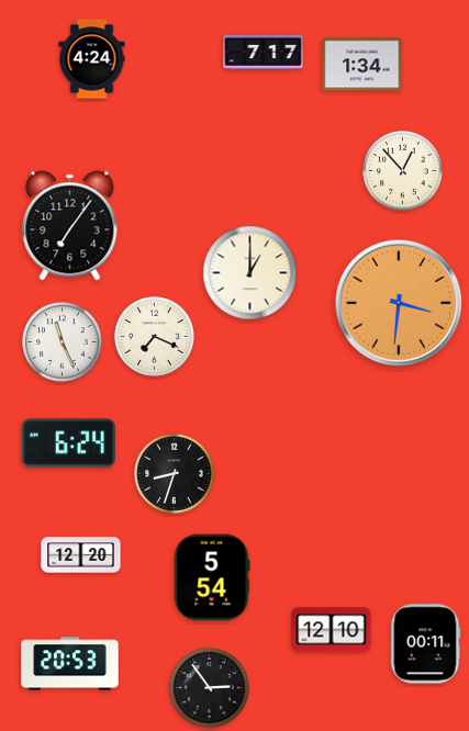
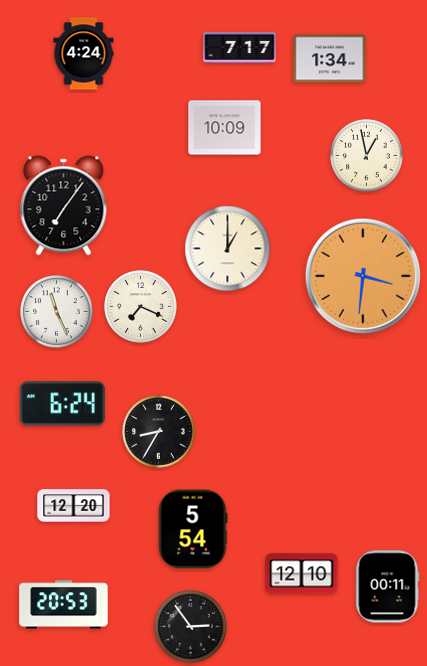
clock at (225, 128): none -> 10:09
clock at (403, 171): 12:53 -> 12:58
clock at (175, 474): 8:33 -> 8:35
clock at (212, 577) position: (212, 577) -> (193, 529)
